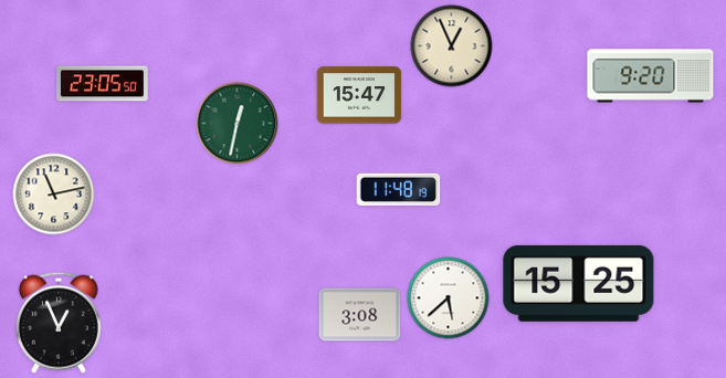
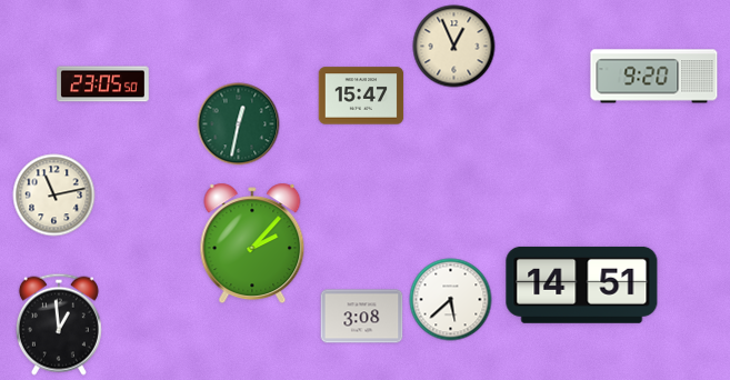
clock at (399, 190): 11:48 -> none
clock at (252, 243): none -> 2:07
clock at (579, 283): 15:25 -> 14:51
clock at (59, 323): 12:56 -> 12:59
